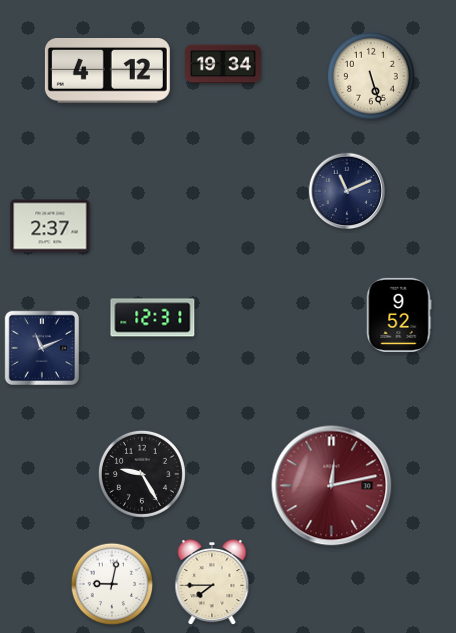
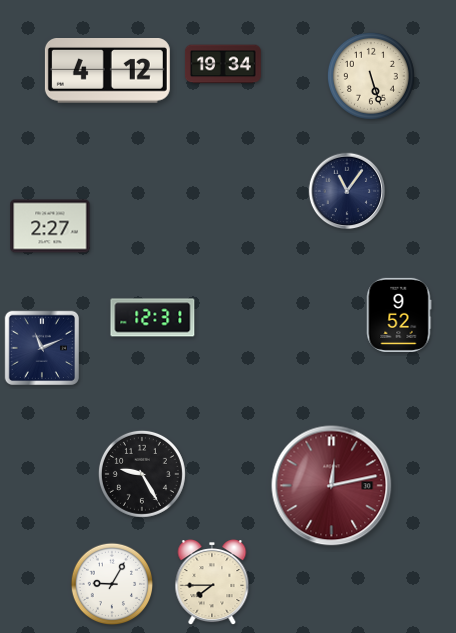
clock at (347, 191): 11:11 -> 11:06
clock at (50, 226): 2:37 -> 2:27
clock at (112, 584): 9:02 -> 9:05
